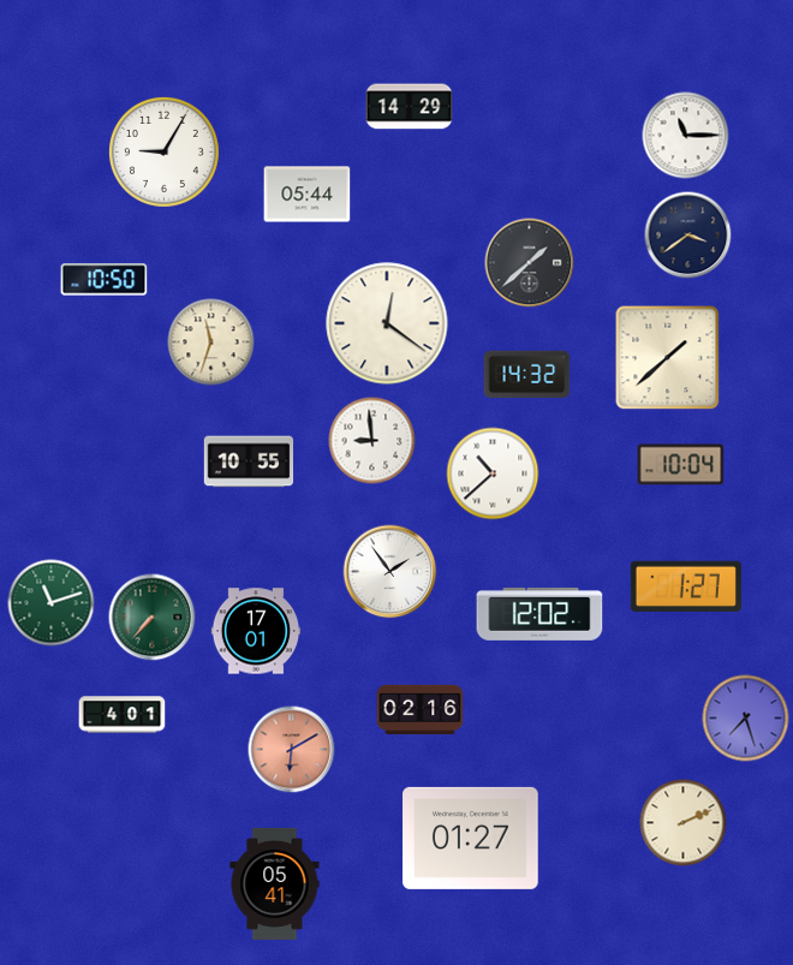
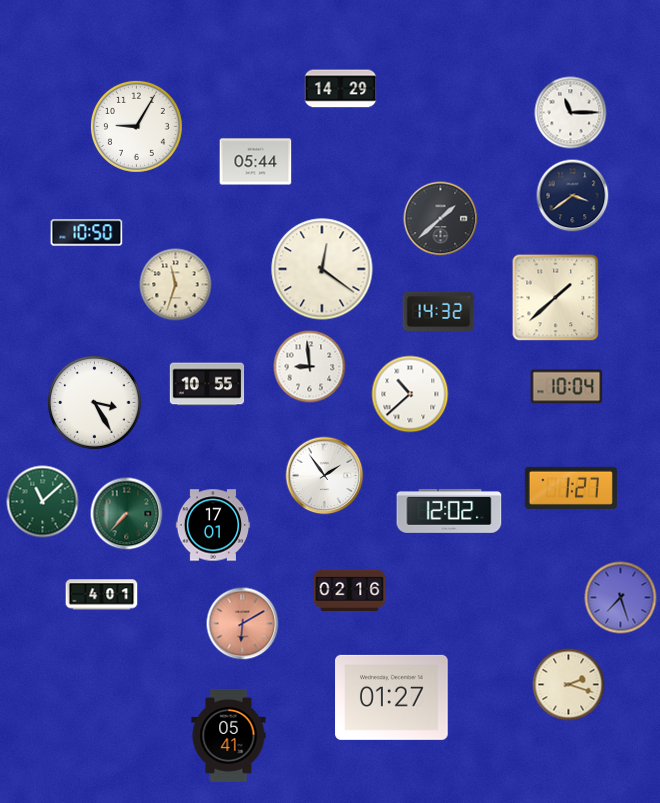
clock at (95, 403): none -> 3:25
clock at (52, 603): 11:12 -> 11:08
clock at (684, 823): 2:11 -> 2:18
